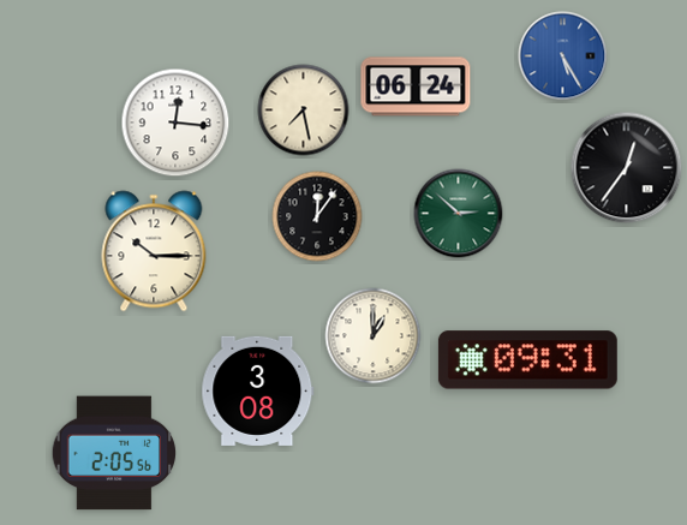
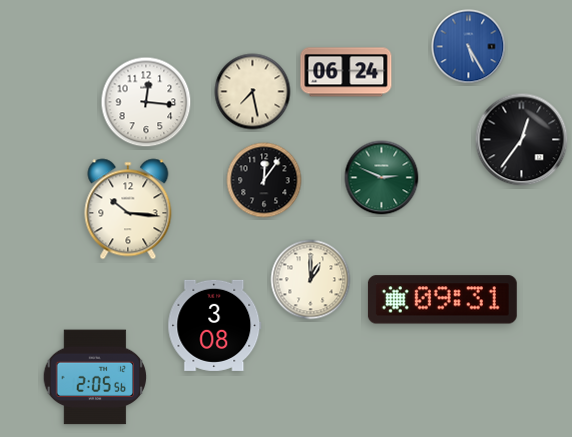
clock at (459, 214): 2:52 -> 2:49
clock at (154, 251): 10:15 -> 10:16
clock at (527, 360) position: (527, 360) -> (442, 300)
